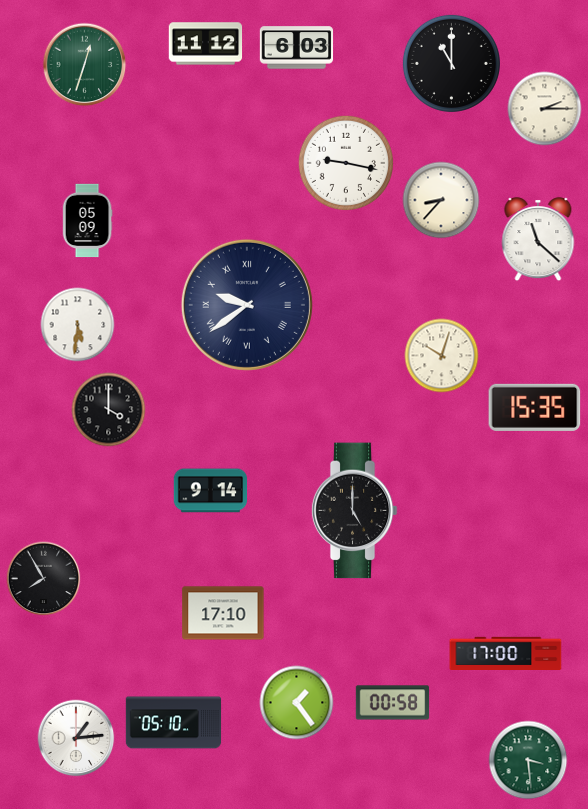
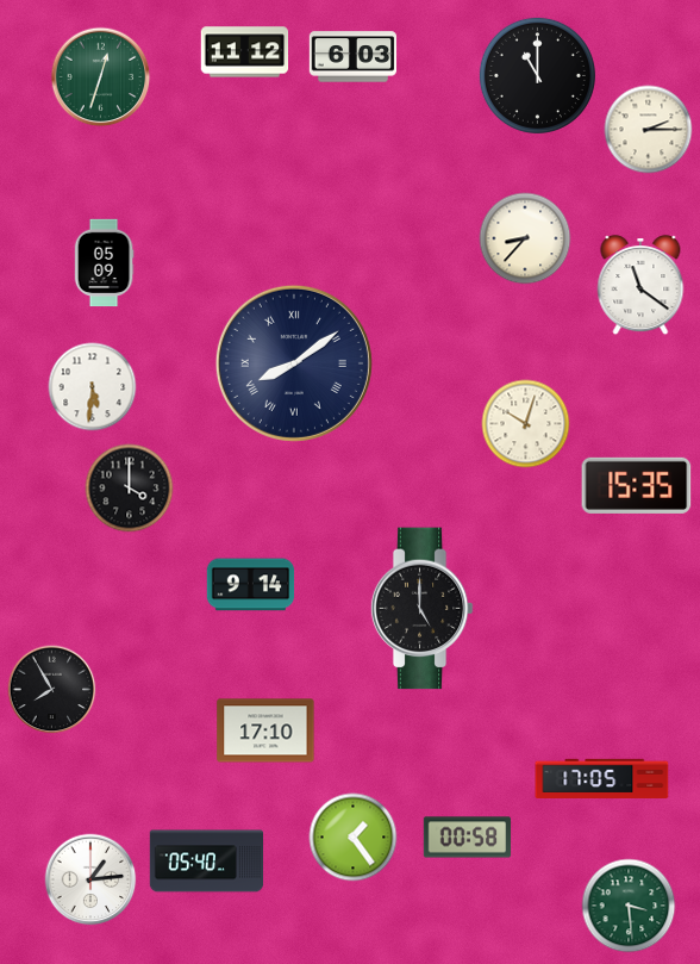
clock at (346, 163): 9:17 -> none
clock at (538, 240): 11:22 -> 11:21
clock at (247, 305): 9:39 -> 8:09
clock at (506, 653): 17:00 -> 17:05
clock at (174, 723): 05:10 -> 05:40
